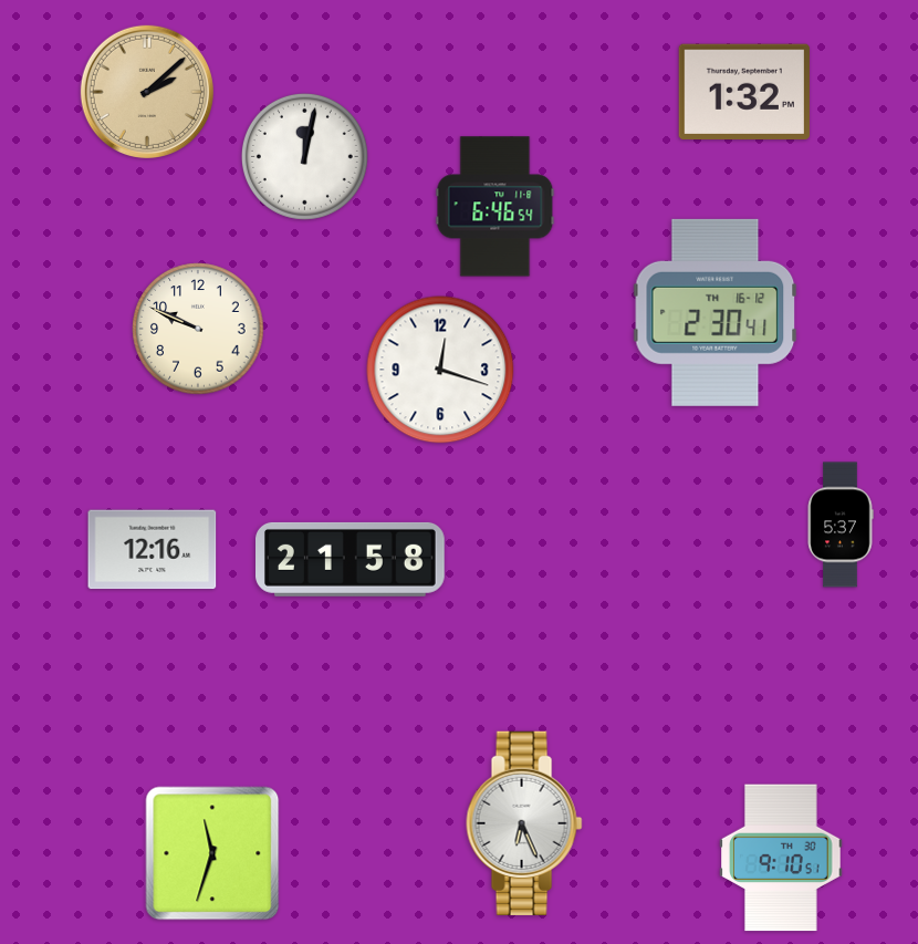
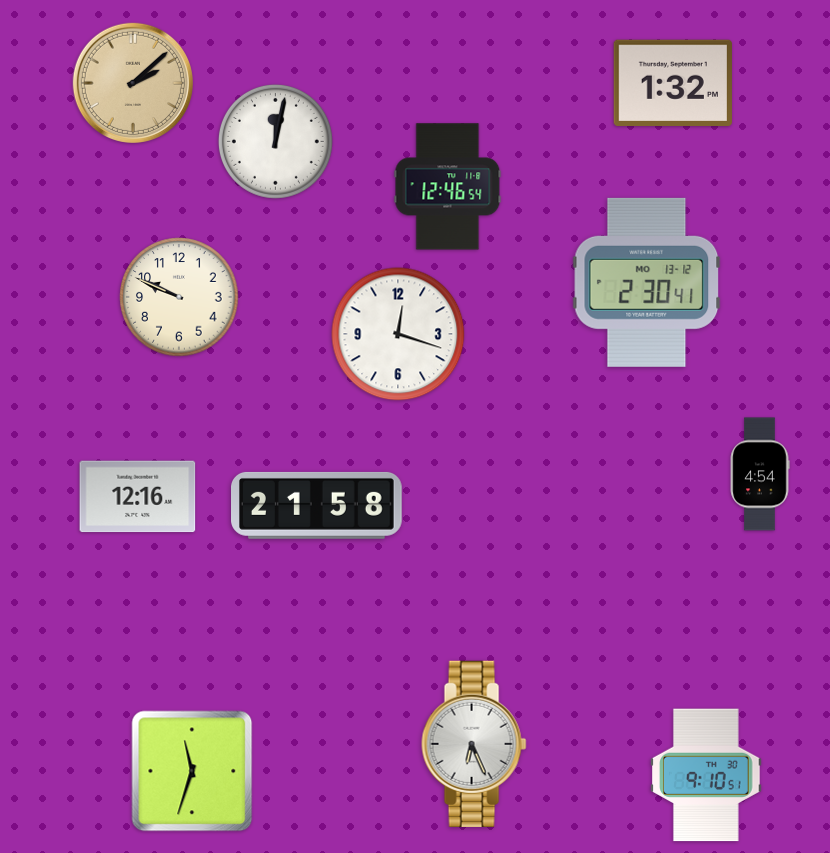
clock at (495, 207): 6:46 -> 12:46
clock at (716, 312) date: TH 16-12 -> MO 13-12
clock at (841, 525): 5:37 -> 4:54
